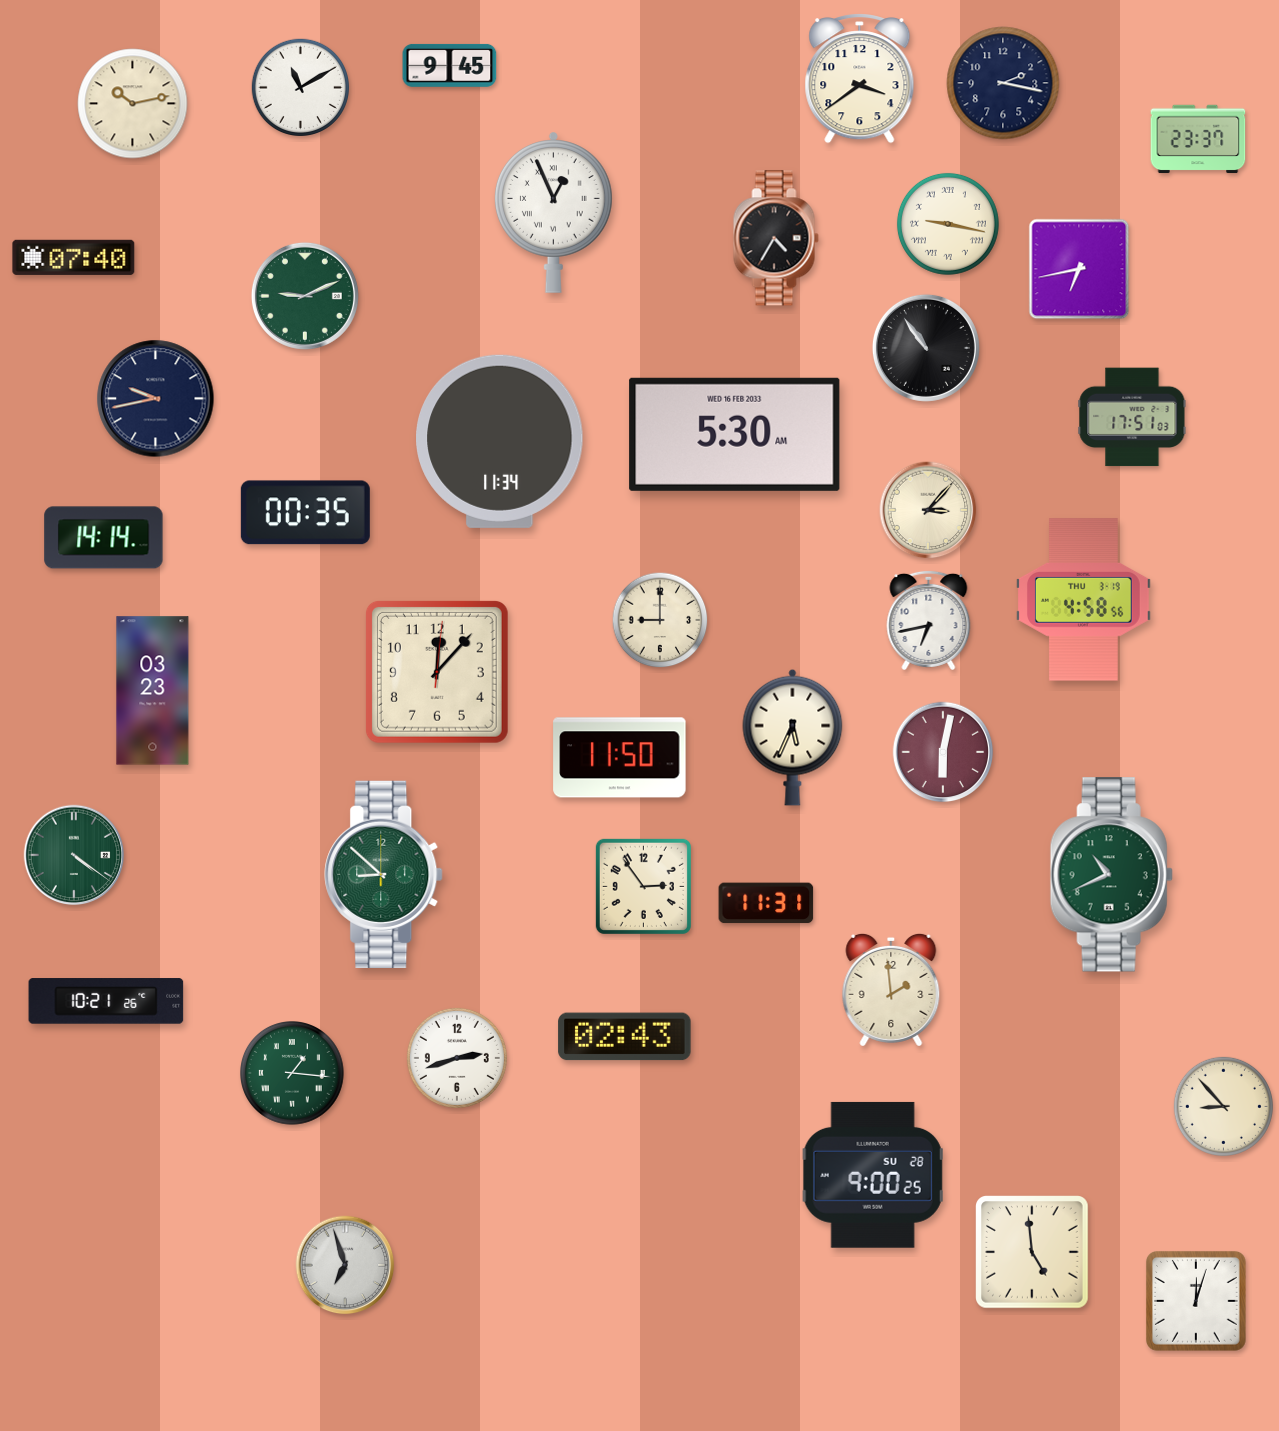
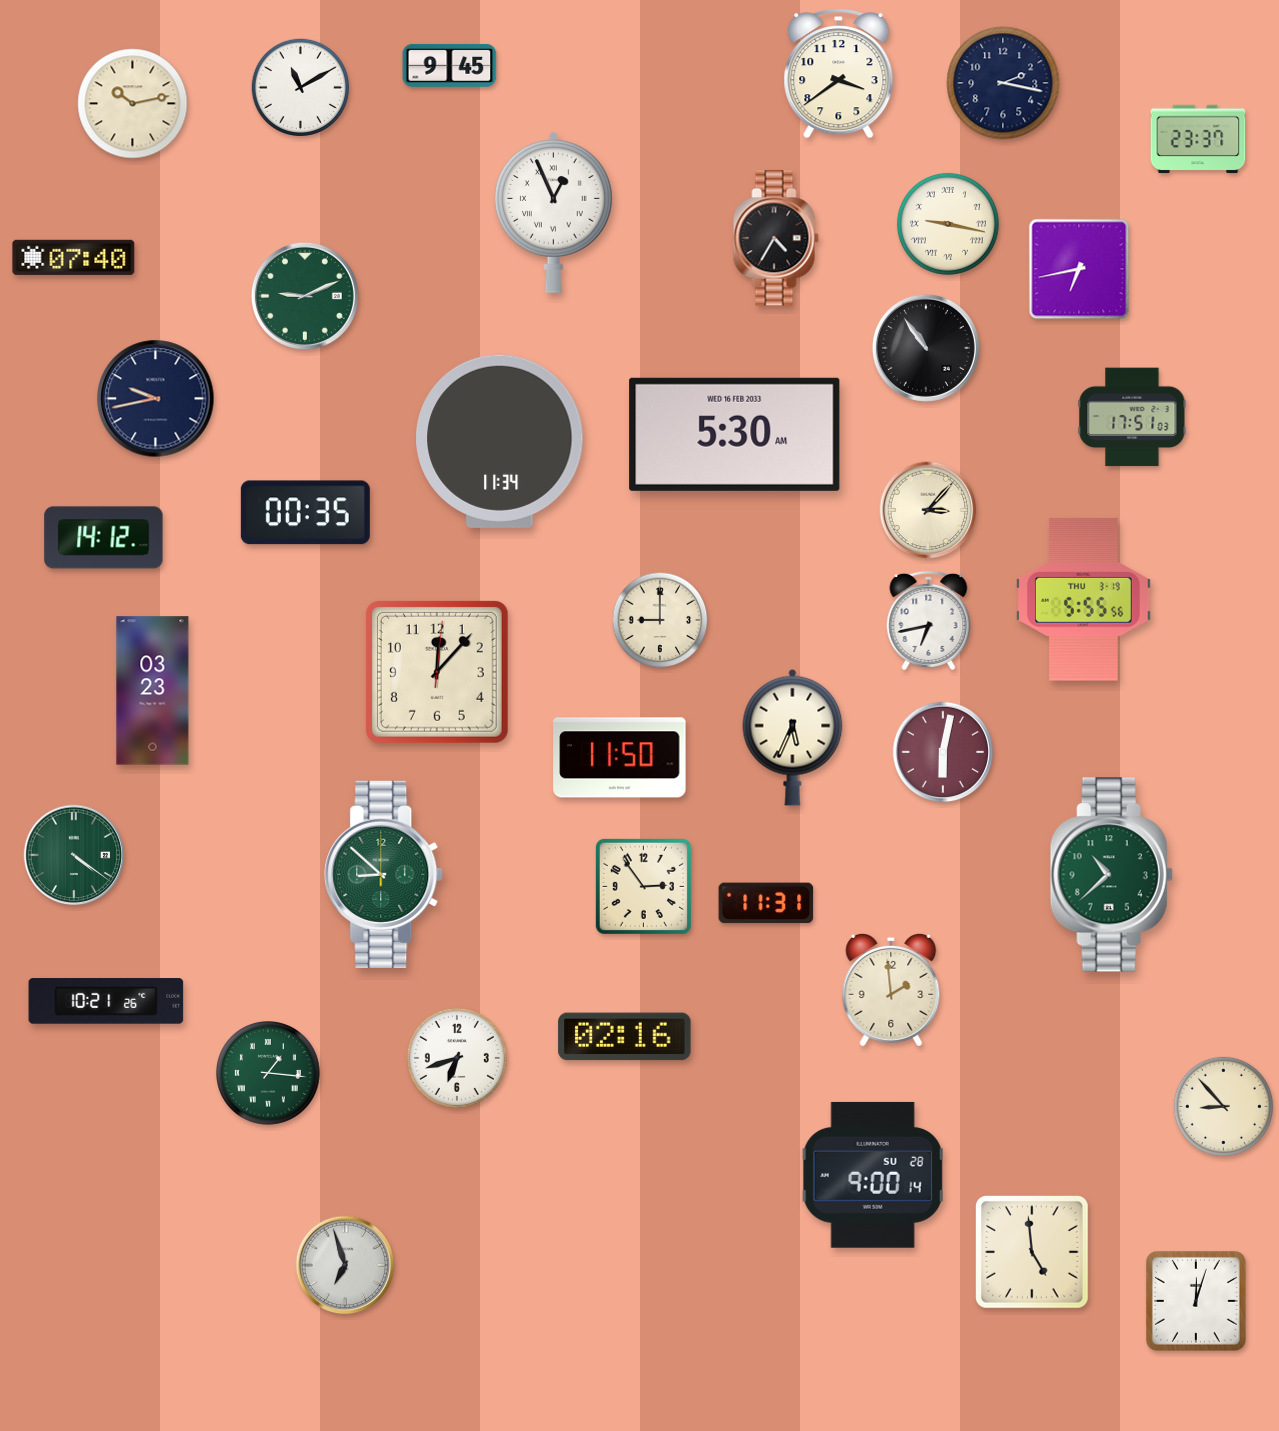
clock at (860, 79) position: (860, 79) -> (839, 74)
clock at (104, 538): 14:14 -> 14:12
clock at (1083, 600): 4:58 -> 5:55
clock at (1111, 875): 10:41 -> 10:38
clock at (625, 1037): 02:43 -> 02:16
clock at (457, 1058): 2:42 -> 6:42
clock at (293, 1074) position: (293, 1074) -> (269, 1074)
clock at (873, 1175): 9:00:25 -> 9:00:14
